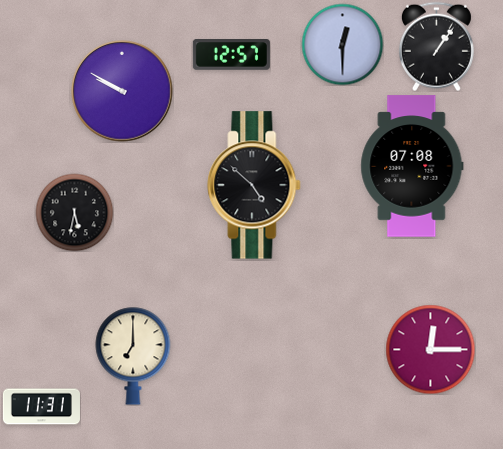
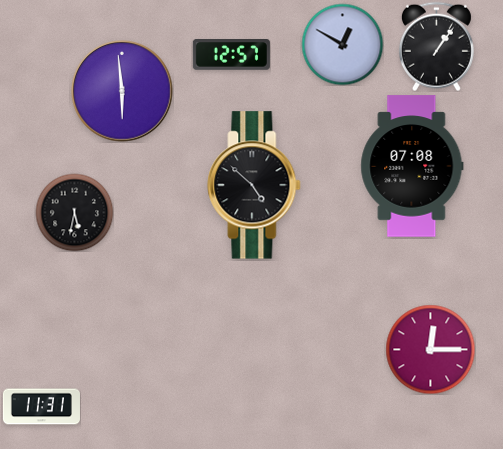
clock at (342, 44): 12:30 -> 12:50
clock at (122, 91): 9:50 -> 5:59
clock at (133, 356): 7:00 -> none
